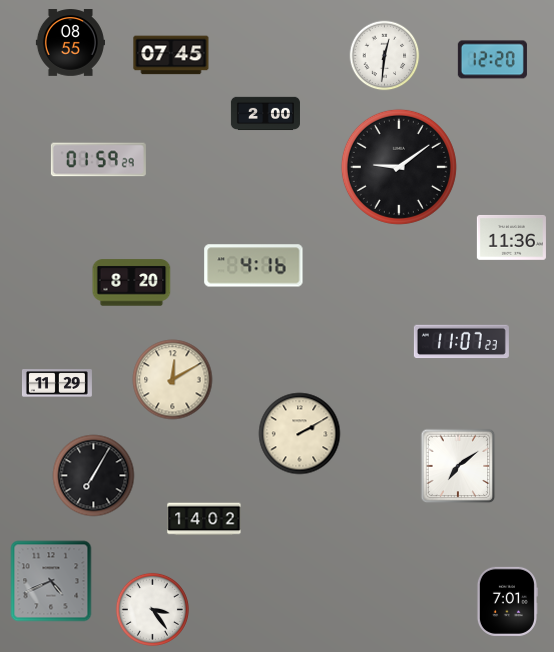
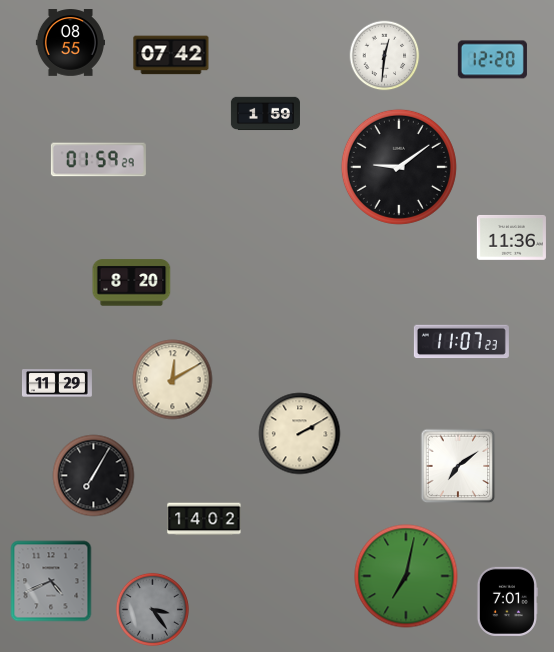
clock at (171, 55): 07:45 -> 07:42
clock at (265, 114): 2:00 -> 1:59
clock at (254, 266): 4:16 -> none
clock at (406, 576): none -> 7:02
clock at (152, 609) dial: white -> grey
